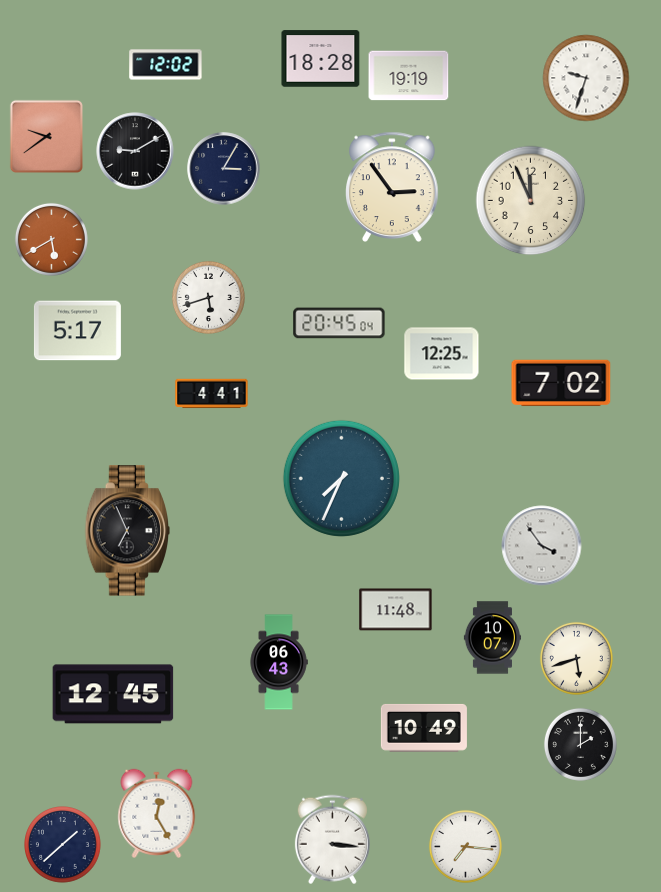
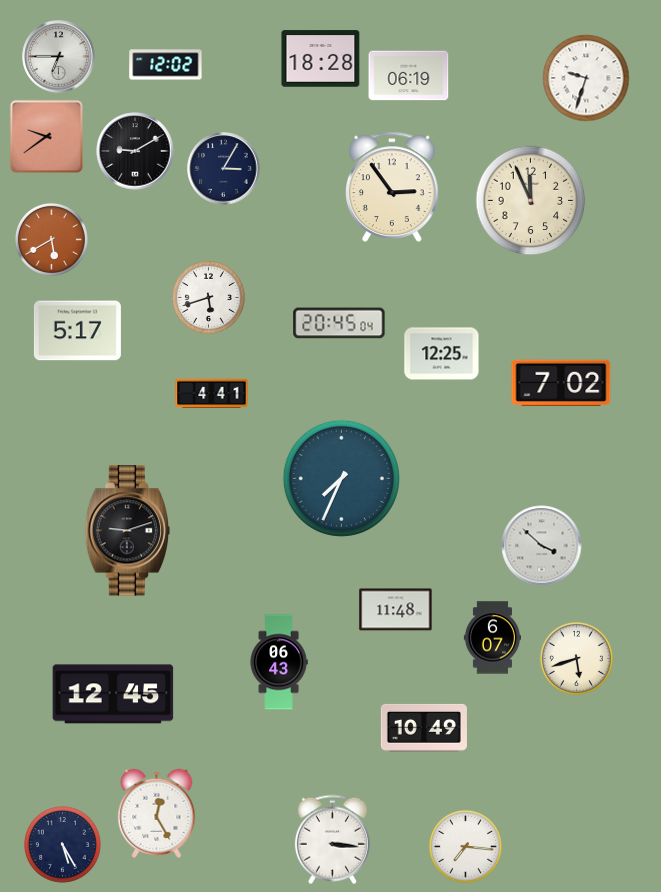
clock at (59, 57): none -> 6:45
clock at (409, 76): 19:19 -> 06:19
clock at (127, 531): 6:56 -> 9:12
clock at (542, 546): 3:54 -> 3:52
clock at (492, 638): 10:07 -> 6:07
clock at (580, 744): 2:00 -> none
clock at (63, 845): 1:38 -> 5:25
